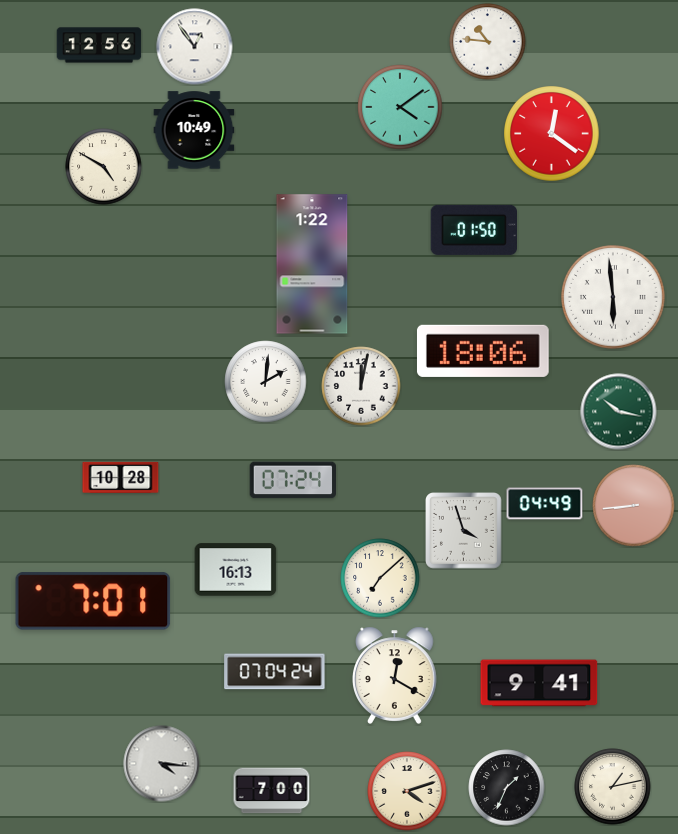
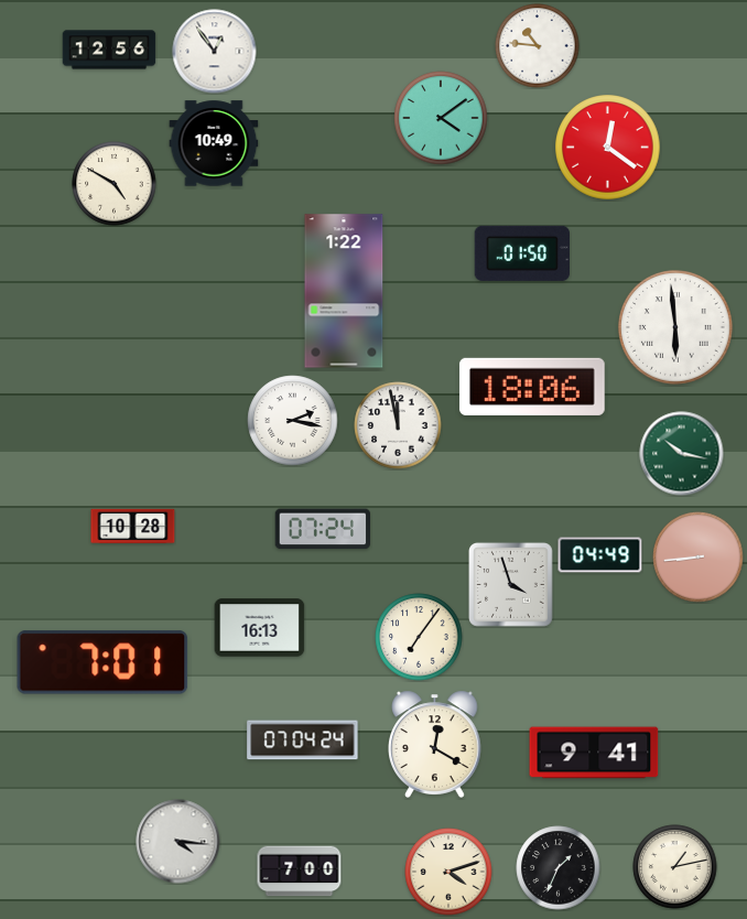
clock at (266, 382): 2:01 -> 2:17
clock at (361, 386): 12:02 -> 11:58
clock at (380, 578): 7:08 -> 7:06
